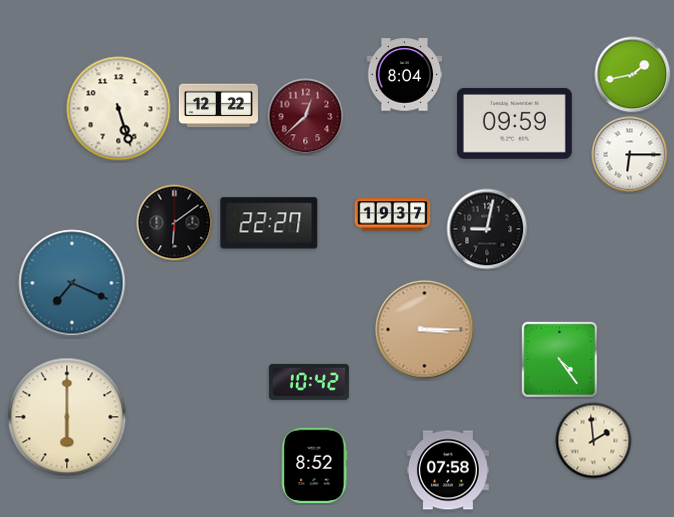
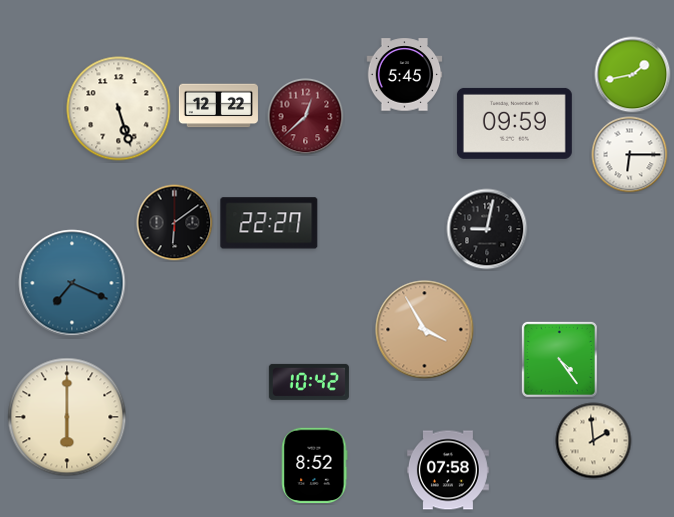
clock at (405, 75): 8:04 -> 5:45
clock at (393, 215): 19:37 -> none
clock at (425, 330): 3:15 -> 3:55
